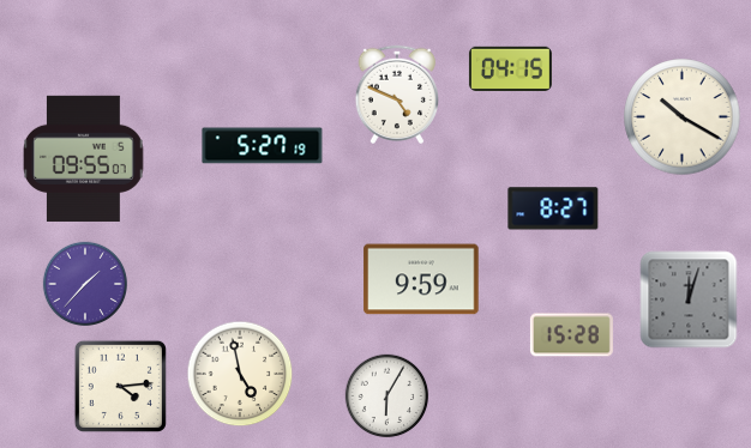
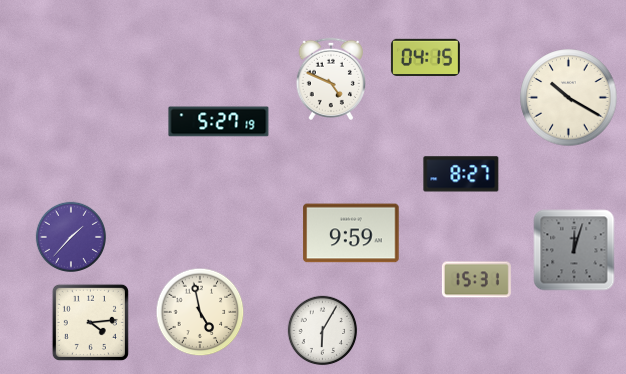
clock at (83, 158): 09:55 -> none
clock at (571, 335): 15:28 -> 15:31
clock at (120, 386) position: (120, 386) -> (90, 322)
